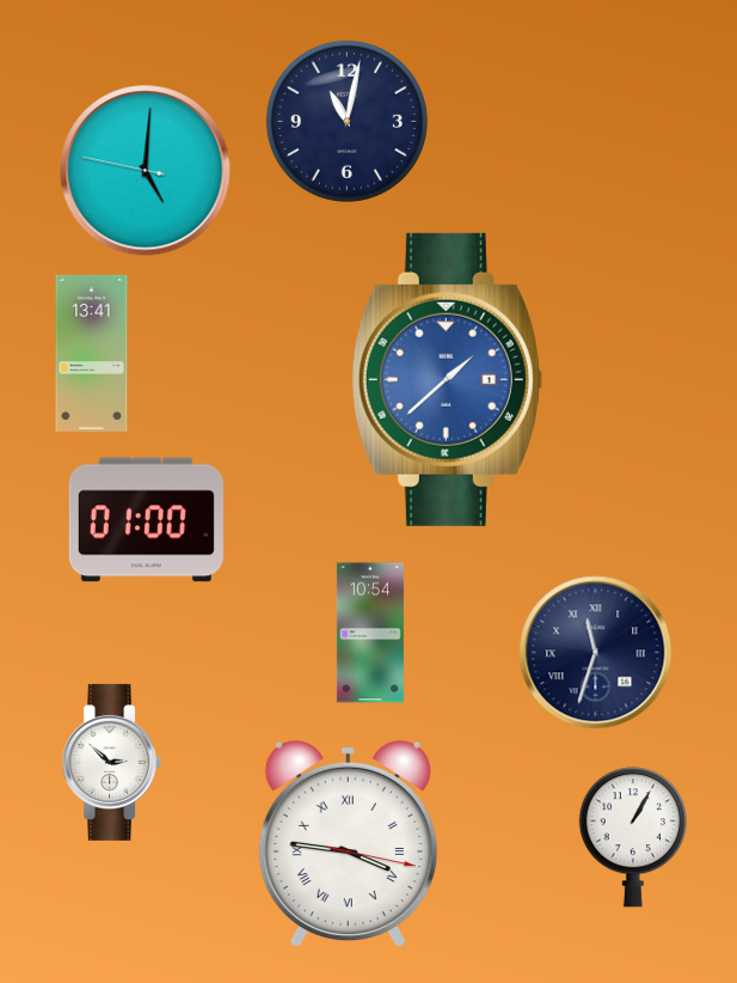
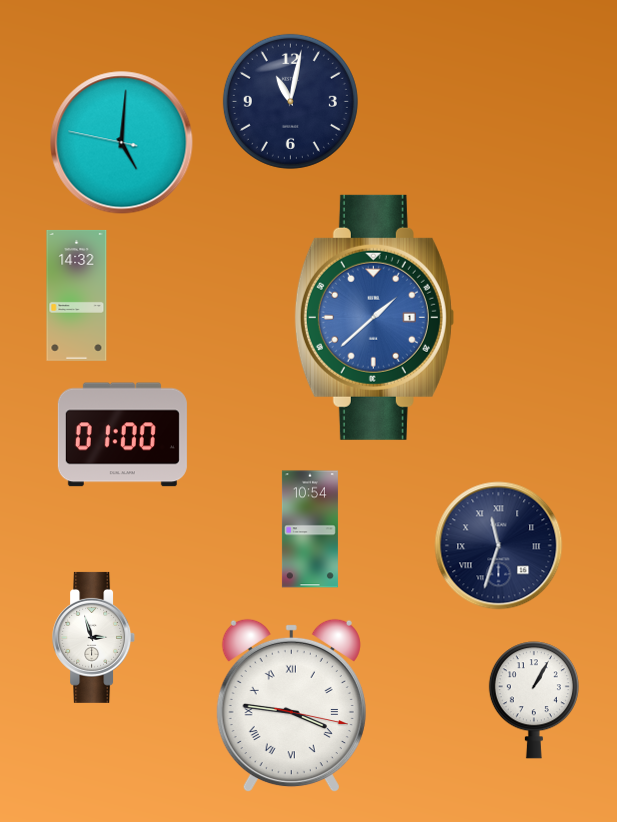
clock at (92, 353): 13:41 -> 14:32
clock at (112, 762): 2:52 -> 2:57
clock at (633, 837) position: (633, 837) -> (534, 700)
